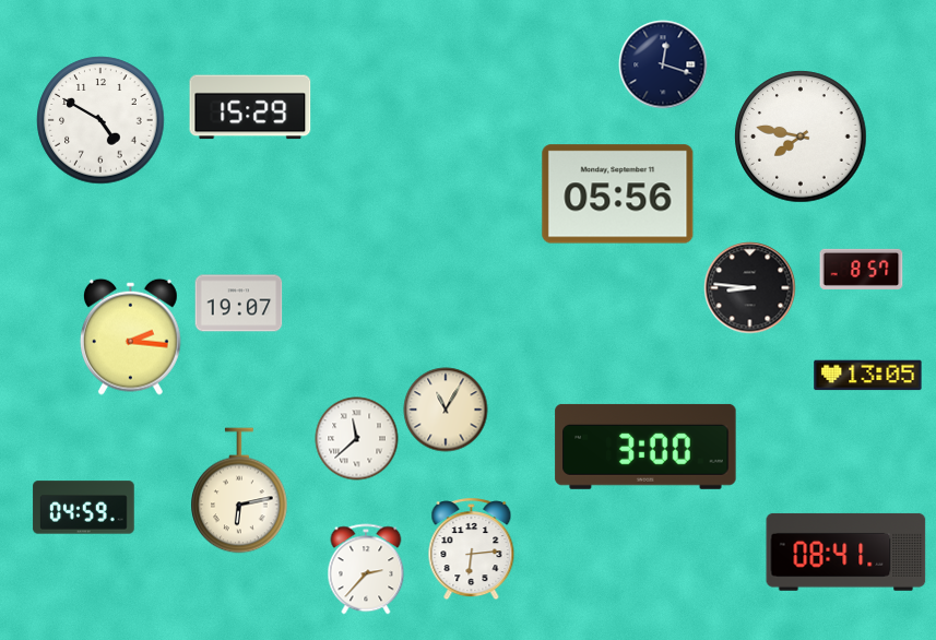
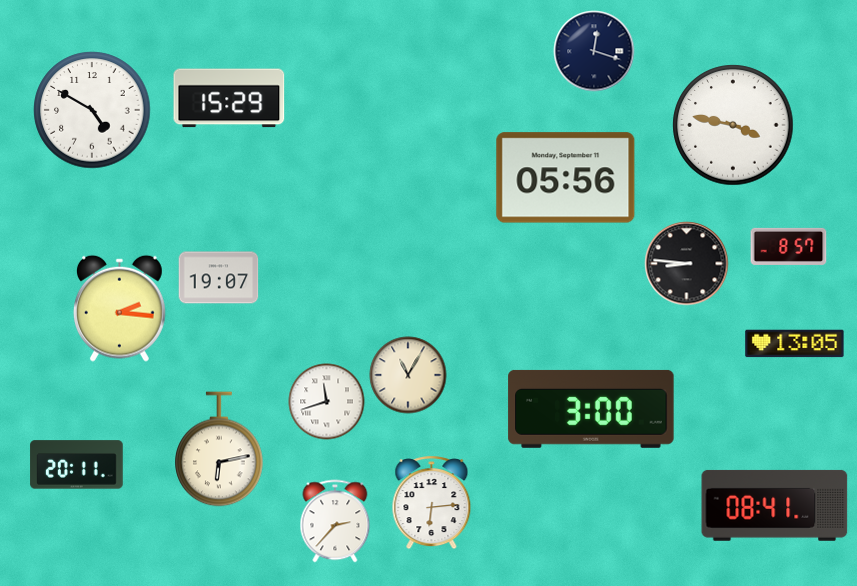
clock at (663, 64) position: (663, 64) -> (594, 51)
clock at (801, 137): 7:47 -> 3:47
clock at (357, 439): 11:38 -> 11:42
clock at (84, 508): 04:59 -> 20:11
